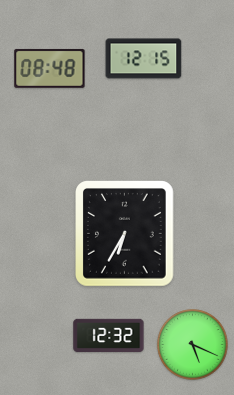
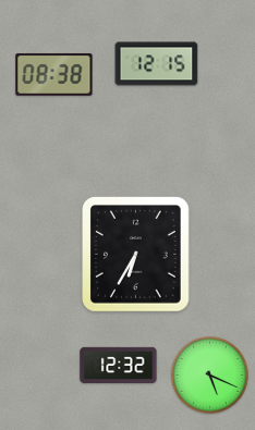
clock at (50, 68): 08:48 -> 08:38
